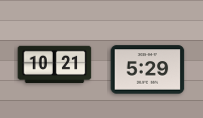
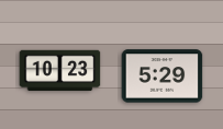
clock at (55, 65): 10:21 -> 10:23
